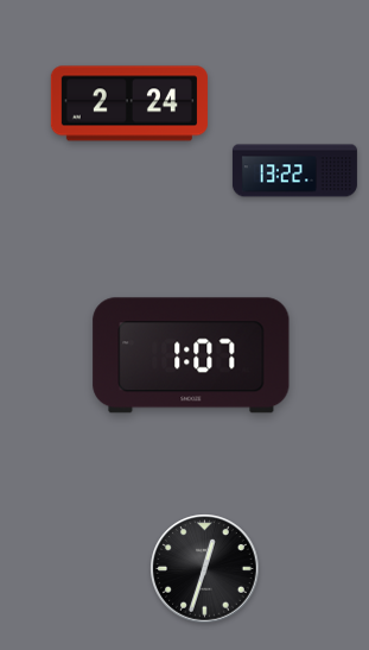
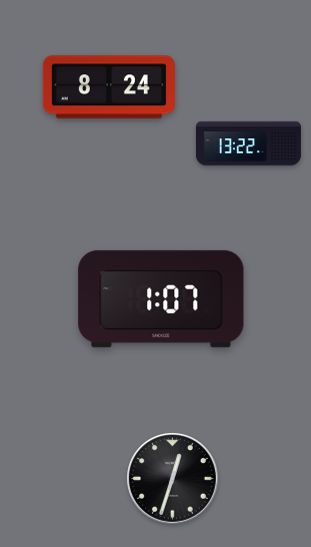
clock at (129, 103): 2:24 -> 8:24
